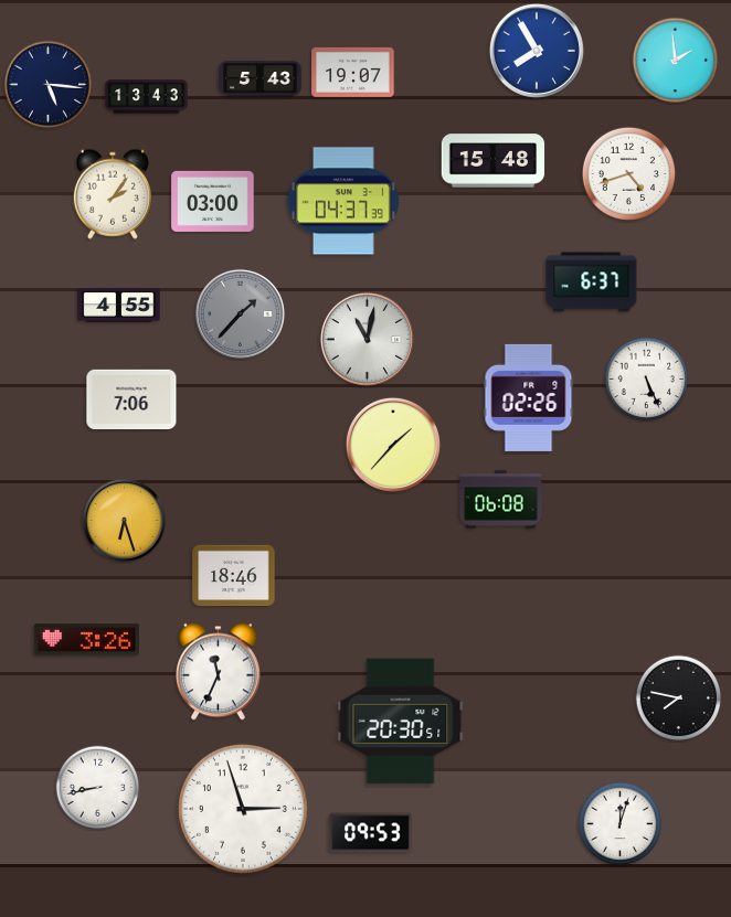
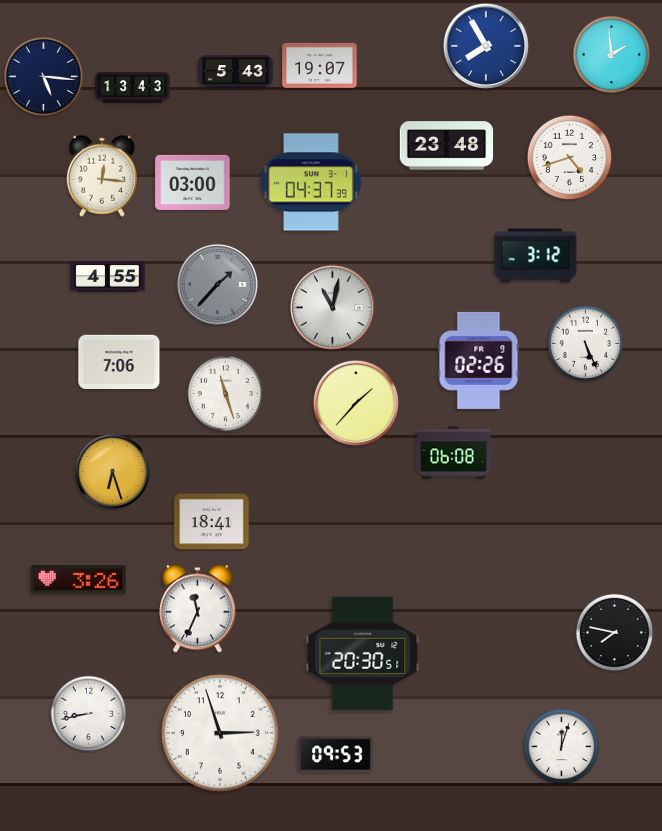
clock at (494, 161): 15:48 -> 23:48
clock at (113, 194): 2:06 -> 12:16
clock at (592, 282): 6:37 -> 3:12
clock at (226, 394): none -> 11:27
clock at (234, 576): 18:46 -> 18:41
